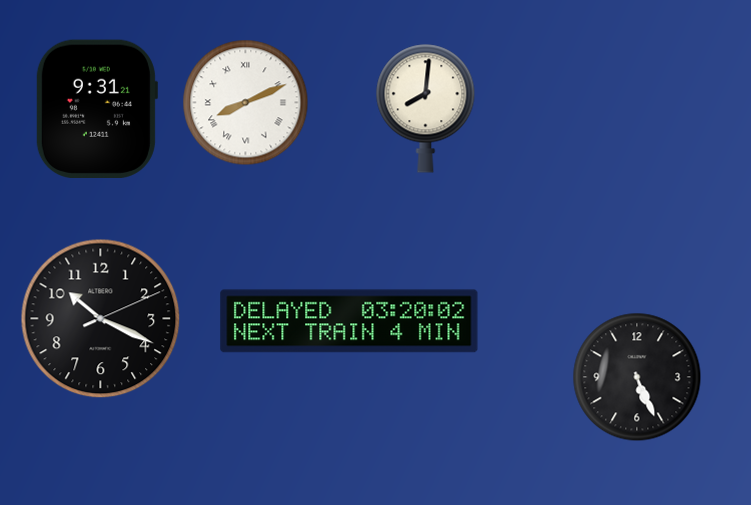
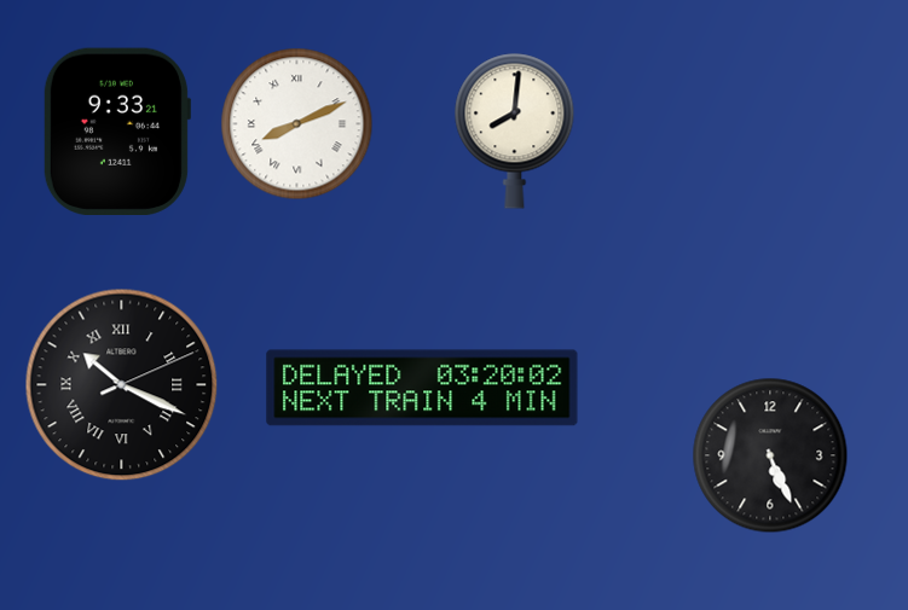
clock at (96, 108): 9:31 -> 9:33
clock at (101, 319) numerals: Arabic -> Roman
